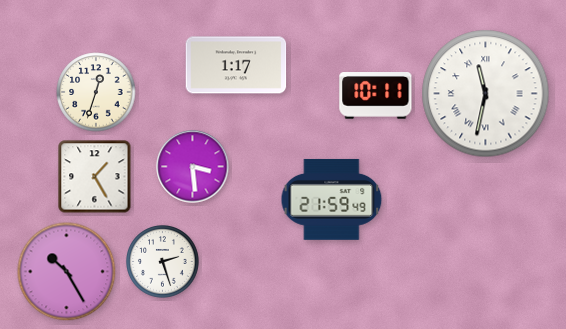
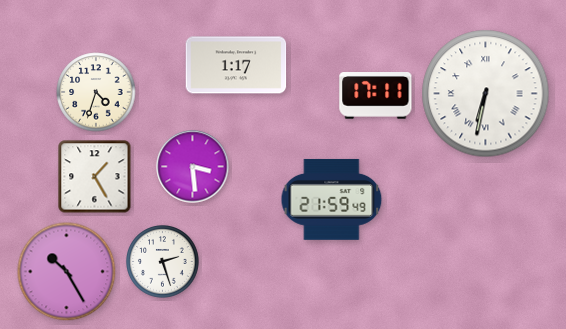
clock at (96, 92): 12:33 -> 4:33
clock at (486, 94): 11:32 -> 6:32
clock at (376, 96): 10:11 -> 17:11
